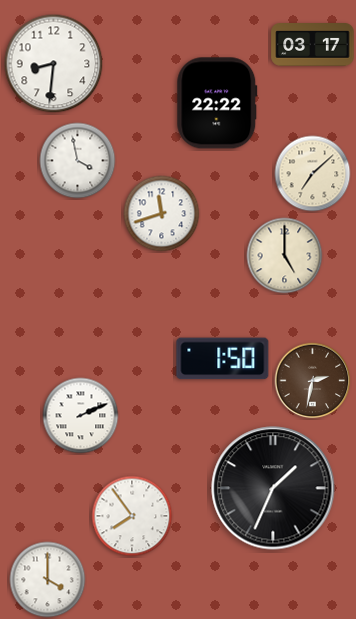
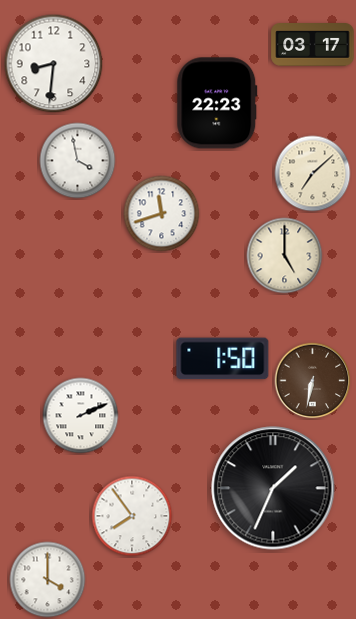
clock at (217, 103): 22:22 -> 22:23
clock at (313, 381): 2:32 -> 6:32
